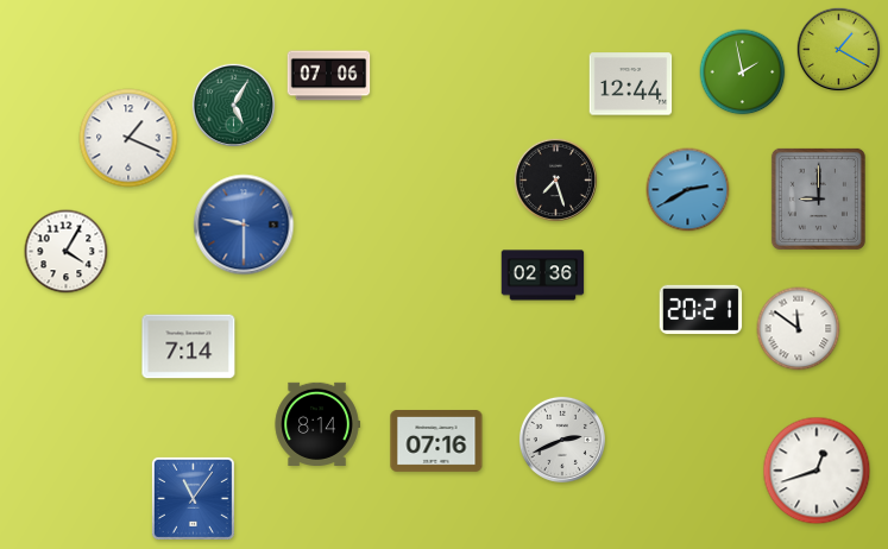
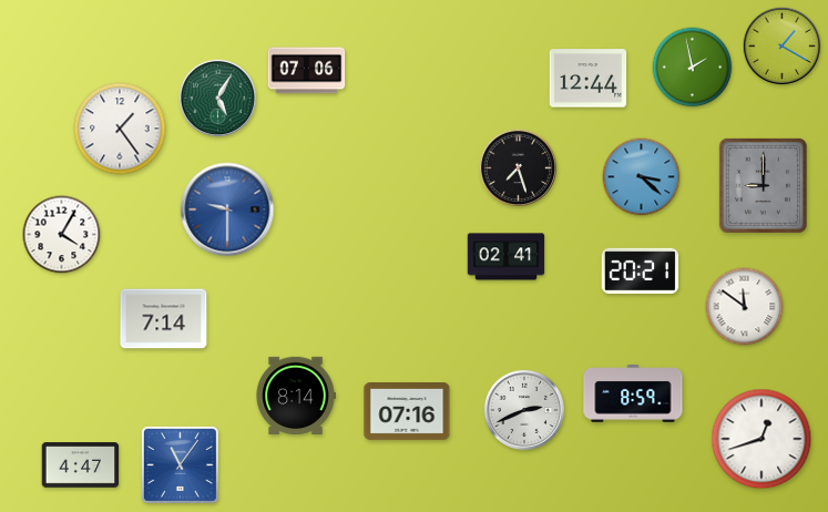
clock at (128, 138): 1:19 -> 1:24
clock at (688, 190): 2:40 -> 3:22
clock at (543, 276): 02:36 -> 02:41
clock at (701, 309) position: (701, 309) -> (641, 270)
clock at (189, 347) position: (189, 347) -> (164, 319)
clock at (633, 395): none -> 8:59
clock at (81, 465): none -> 4:47
